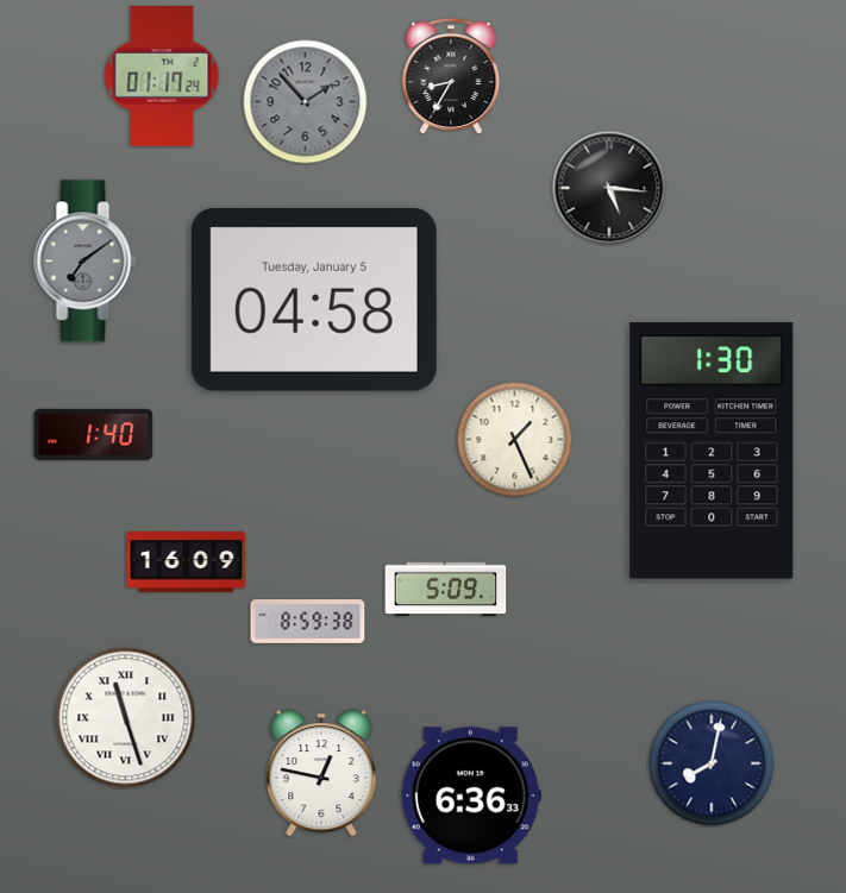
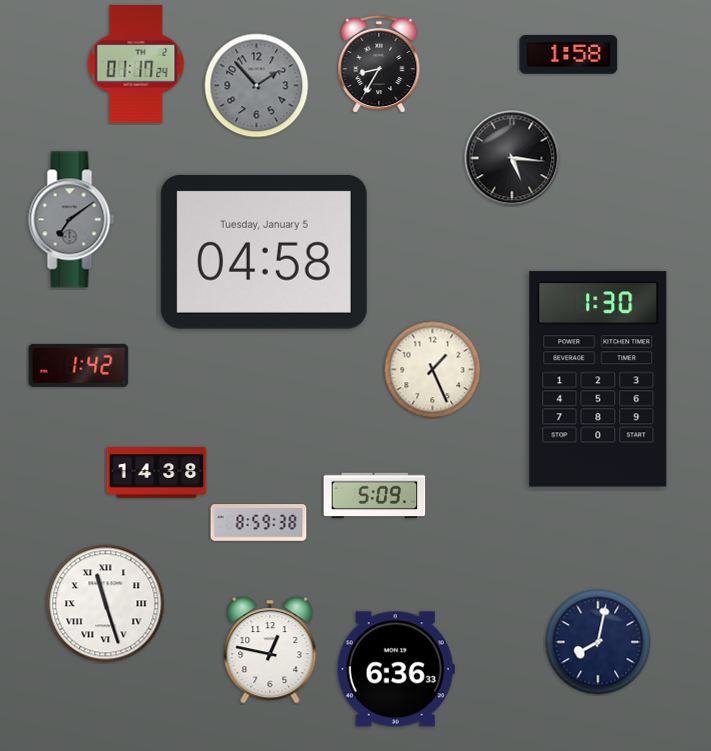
clock at (569, 55): none -> 1:58
clock at (94, 434): 1:40 -> 1:42
clock at (187, 562): 16:09 -> 14:38
